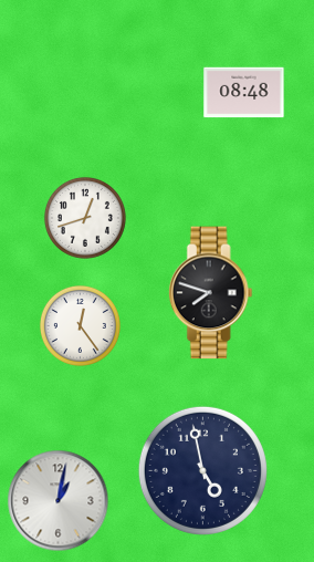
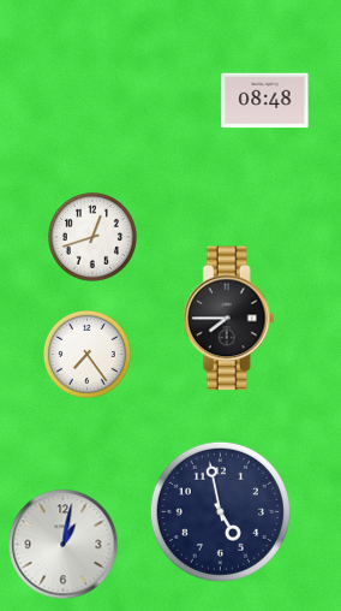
clock at (210, 293): 7:48 -> 7:45
clock at (80, 325): 12:24 -> 7:24
